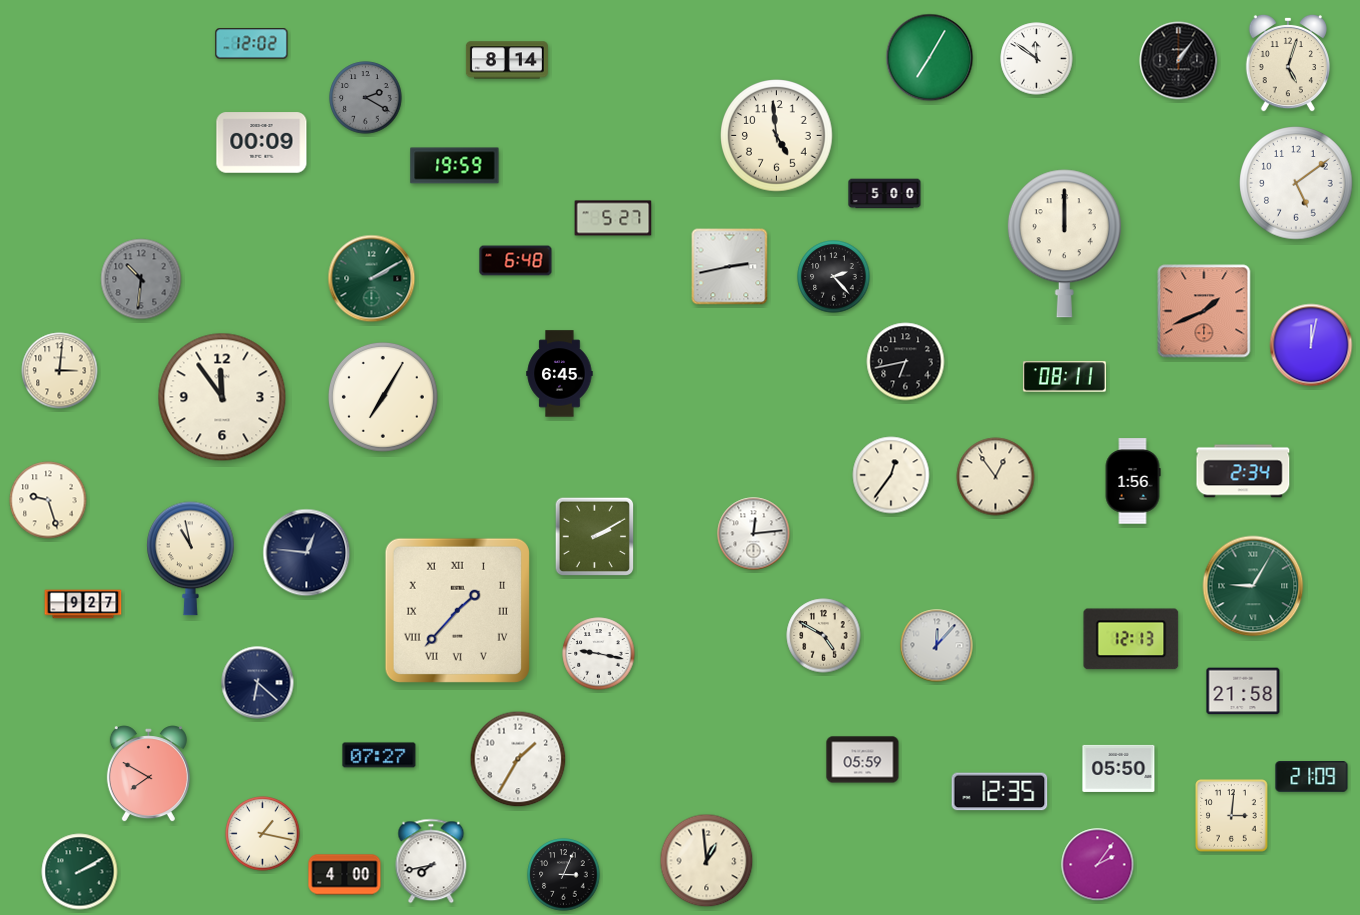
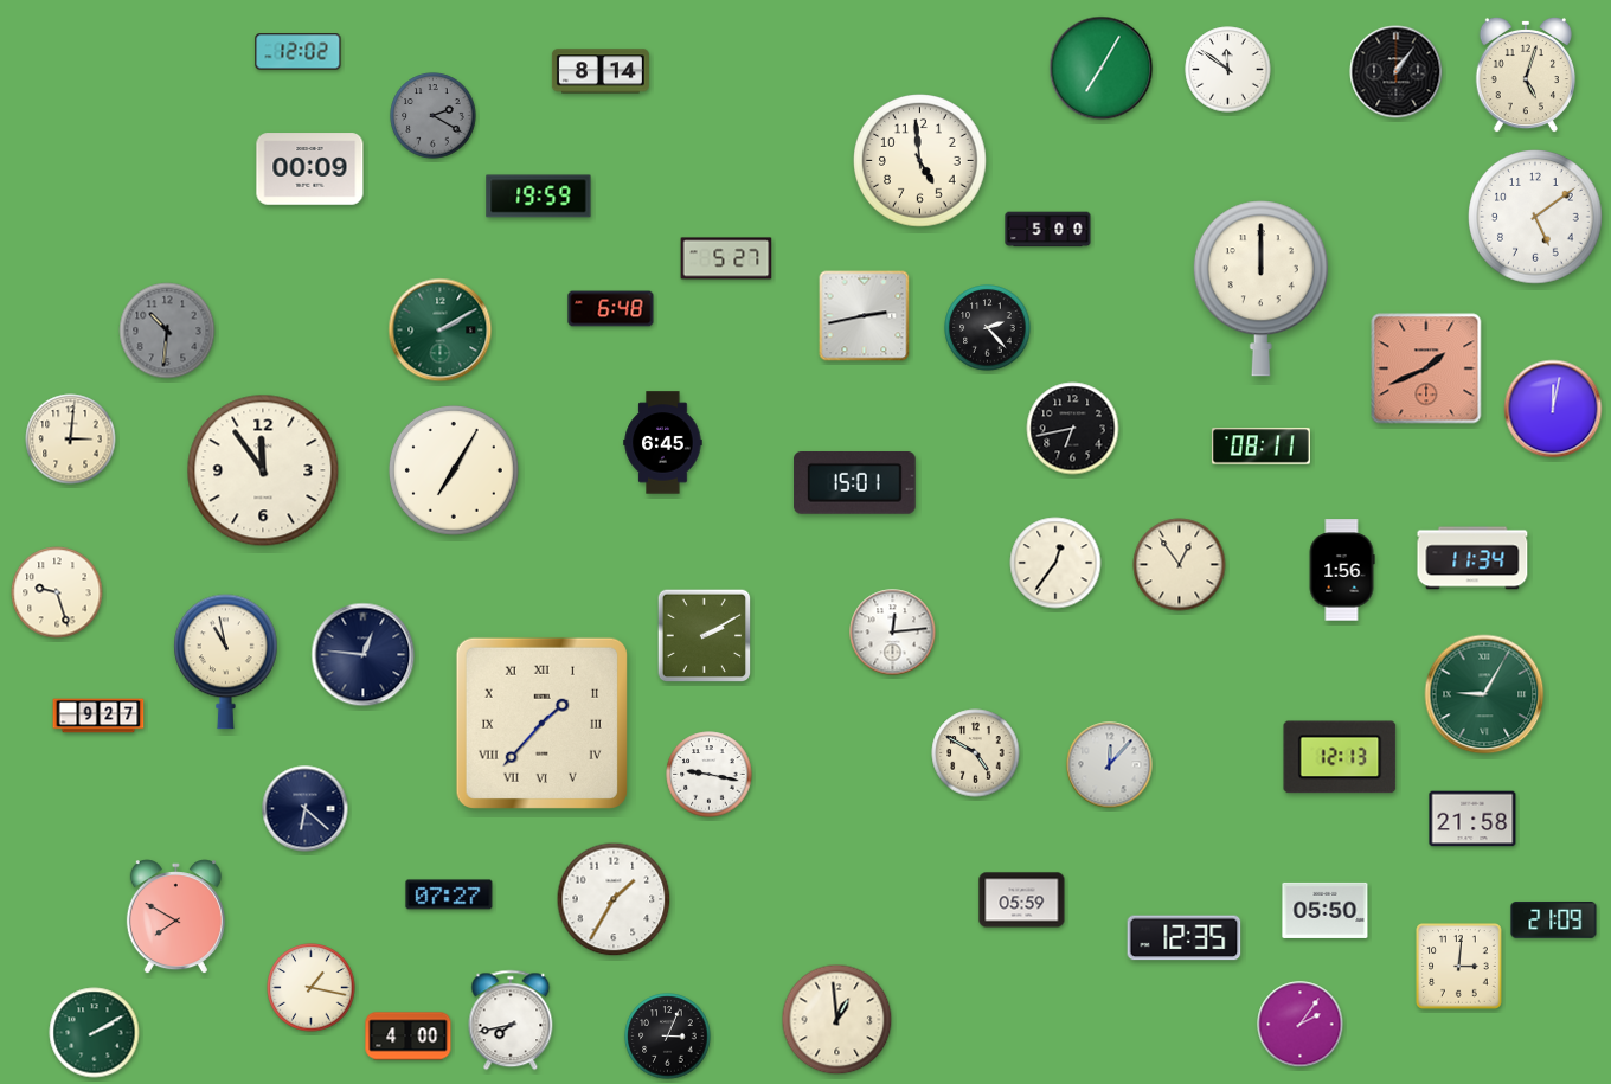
clock at (854, 483): none -> 15:01
clock at (1243, 471): 2:34 -> 11:34
